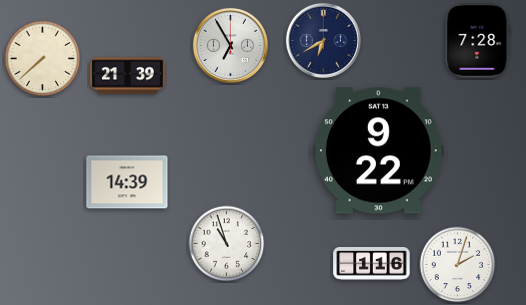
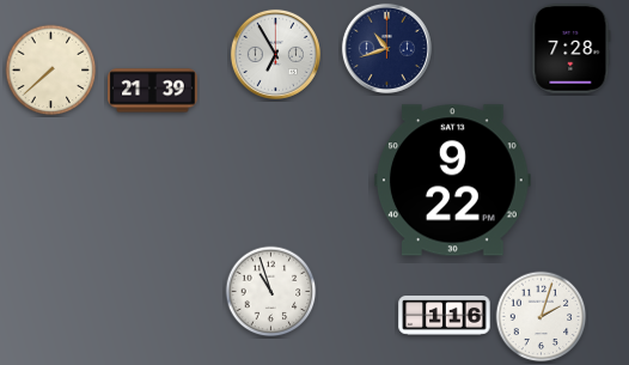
clock at (323, 40): 6:40 -> 10:42
clock at (127, 182): 14:39 -> none
clock at (458, 265) position: (458, 265) -> (542, 317)
